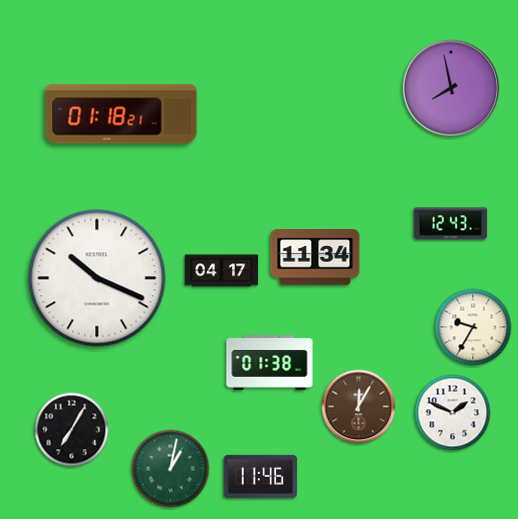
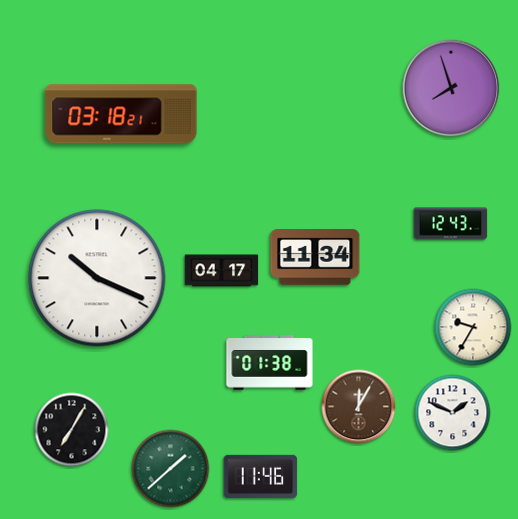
clock at (451, 88): 7:58 -> 7:57
clock at (121, 114): 01:18 -> 03:18
clock at (171, 469): 1:02 -> 1:38
